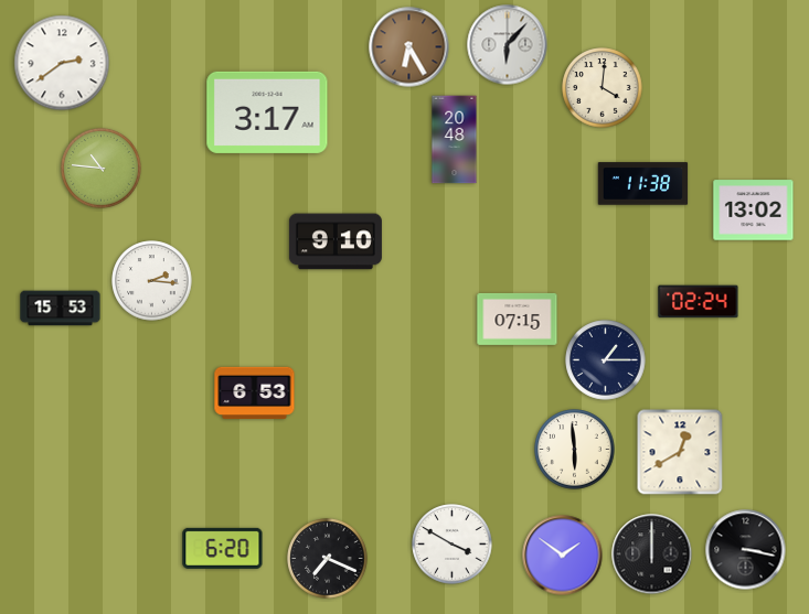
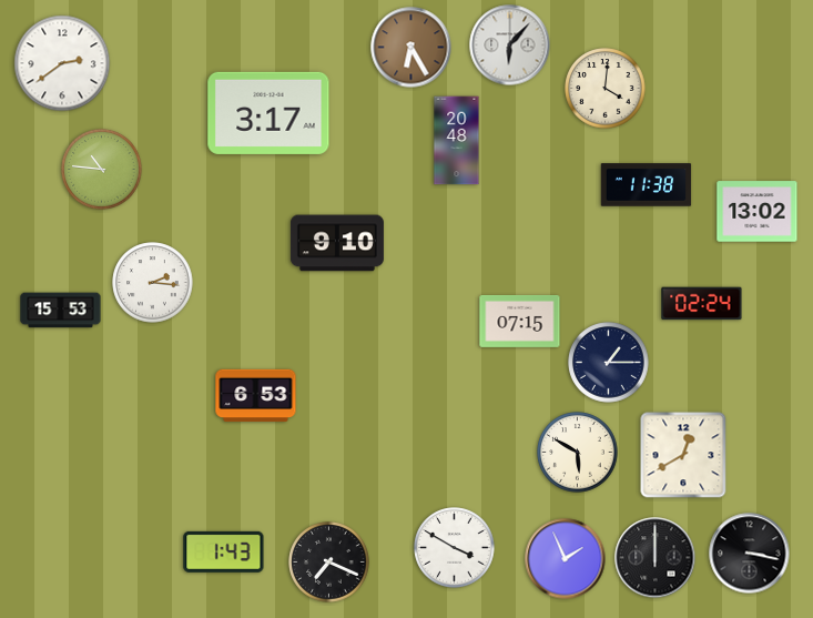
clock at (575, 450): 5:59 -> 5:50
clock at (223, 548): 6:20 -> 1:43
clock at (563, 556): 1:51 -> 1:56
